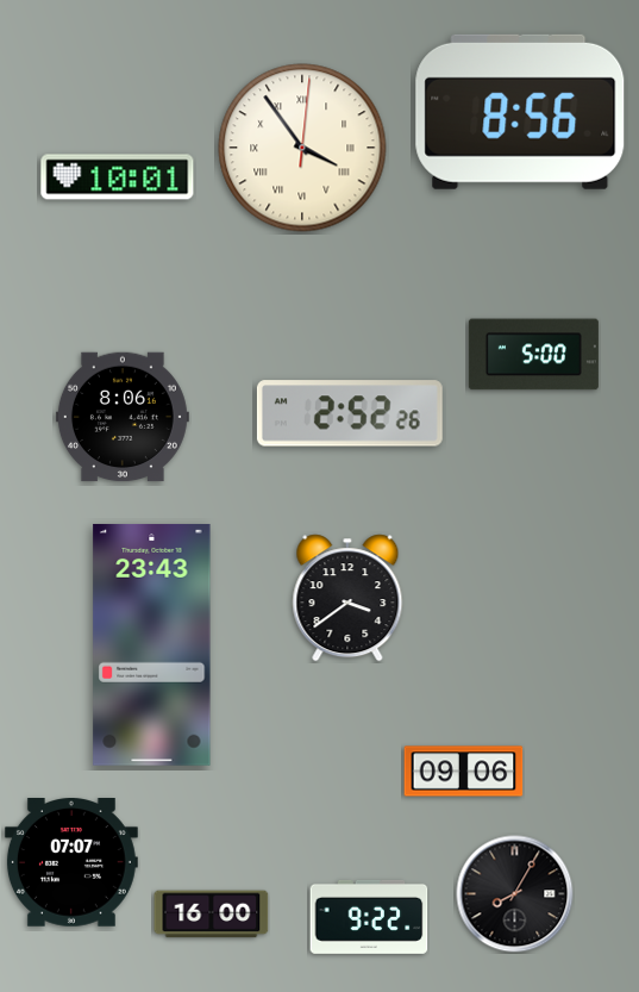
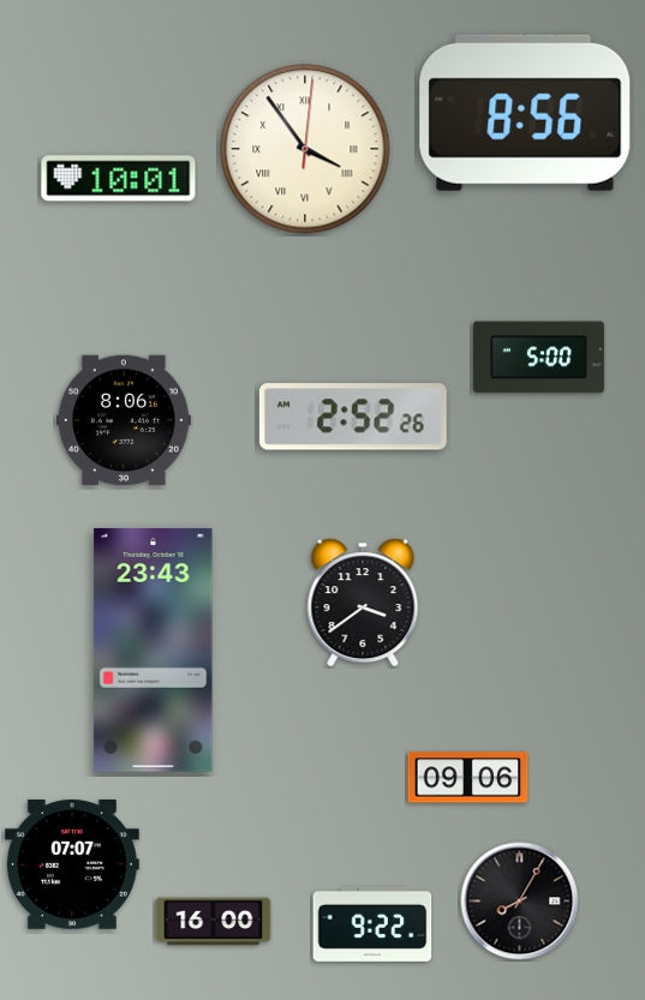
clock at (347, 598) position: (347, 598) -> (363, 603)
clock at (71, 863) position: (71, 863) -> (72, 866)
